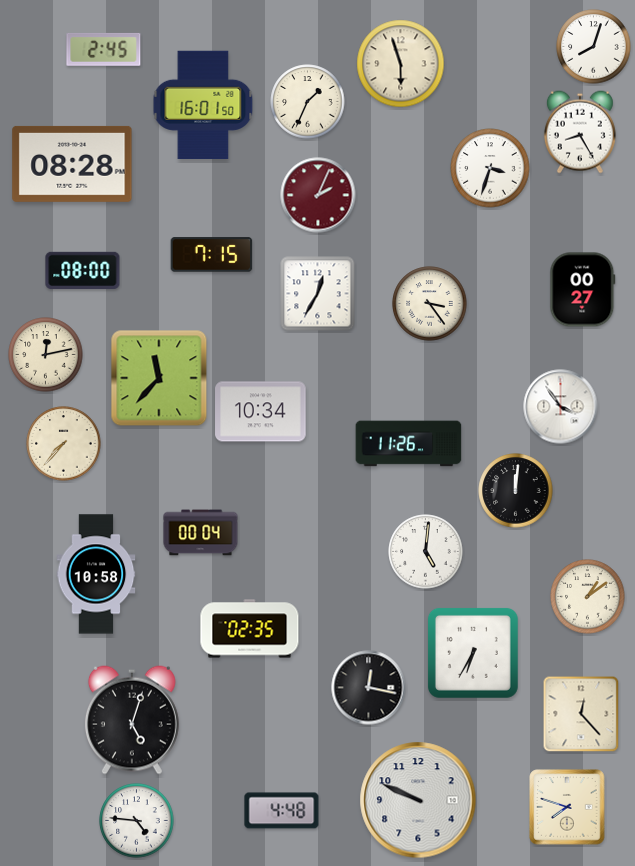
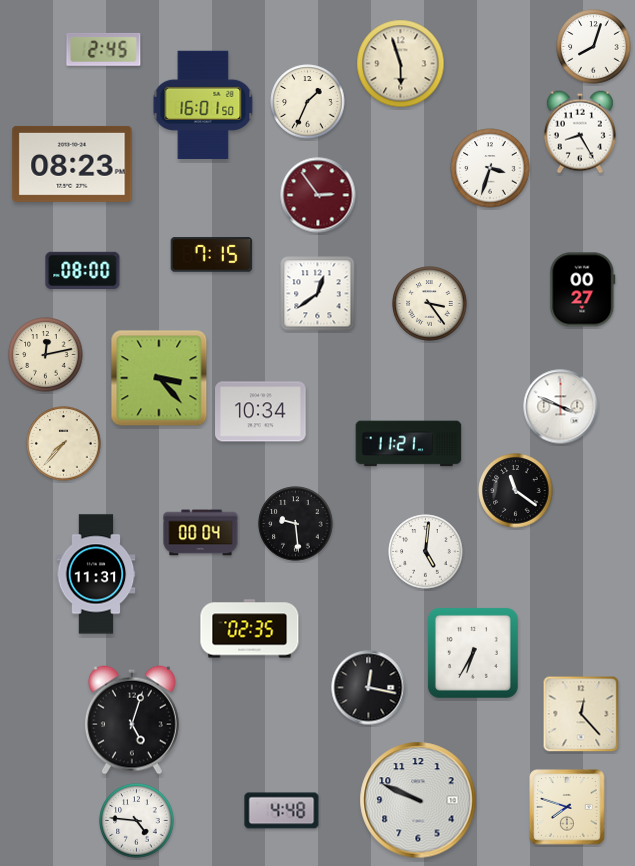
clock at (72, 164): 08:28 -> 08:23
clock at (318, 195): 2:04 -> 2:54
clock at (318, 294): 12:35 -> 12:39
clock at (159, 378): 11:37 -> 3:23
clock at (561, 407): 3:54 -> 3:49
clock at (409, 444): 11:26 -> 11:21
clock at (516, 491): 12:01 -> 11:21
clock at (296, 524): none -> 9:29
clock at (96, 574): 10:58 -> 11:31
clock at (588, 597): 1:09 -> none
